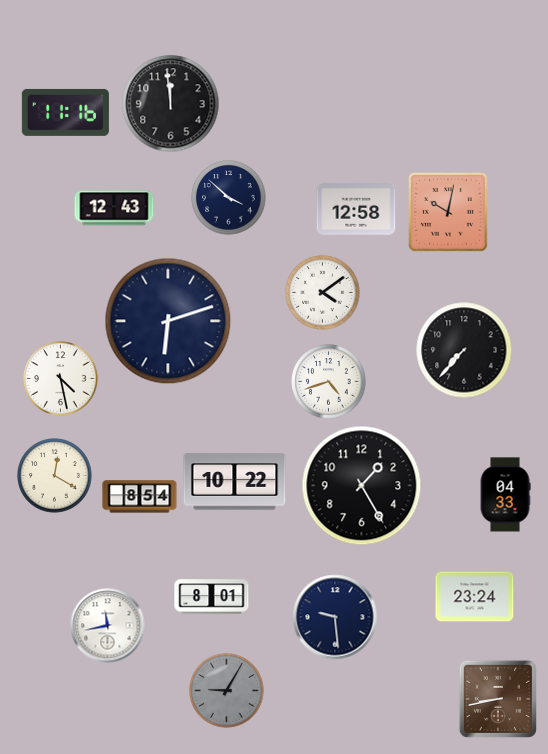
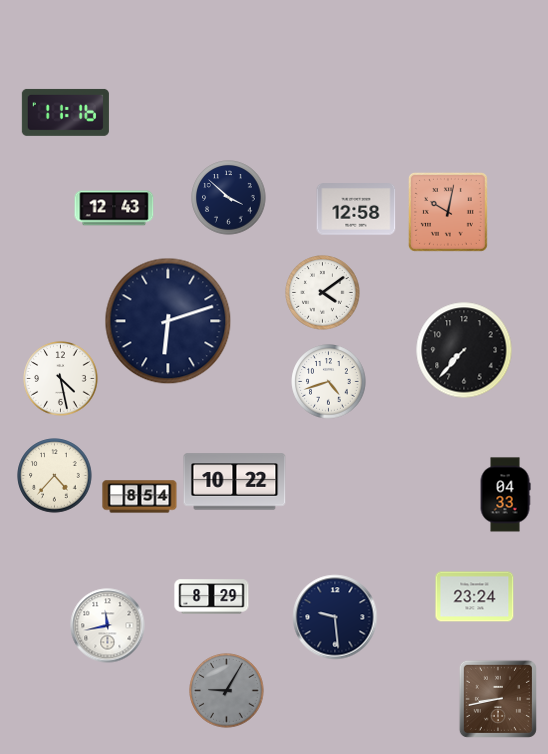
clock at (171, 104): 11:59 -> none
clock at (55, 476): 12:20 -> 4:37
clock at (362, 486): 1:25 -> none
clock at (212, 597): 8:01 -> 8:29
